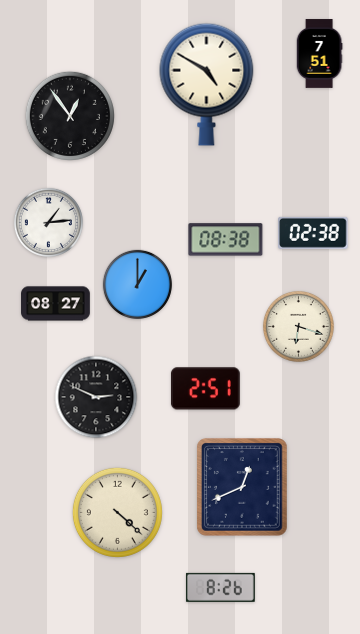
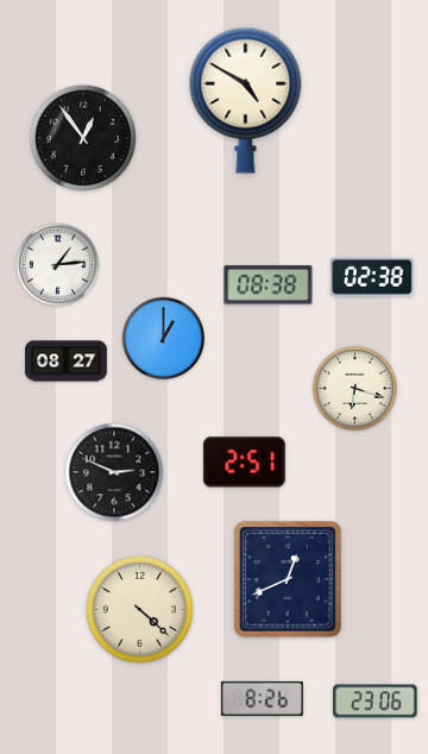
clock at (319, 54): 7:51 -> none
clock at (376, 702): none -> 23:06
